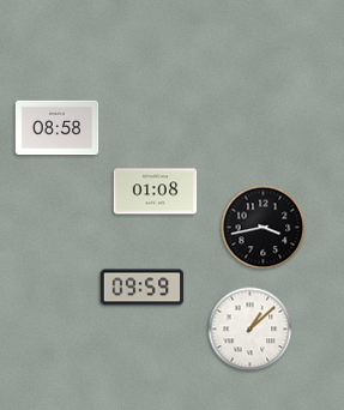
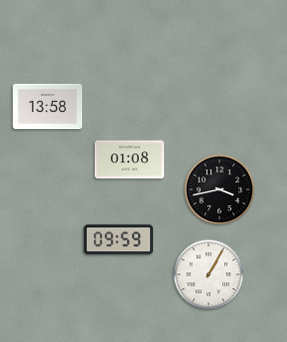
clock at (58, 128): 08:58 -> 13:58
clock at (251, 330): 1:08 -> 1:05
